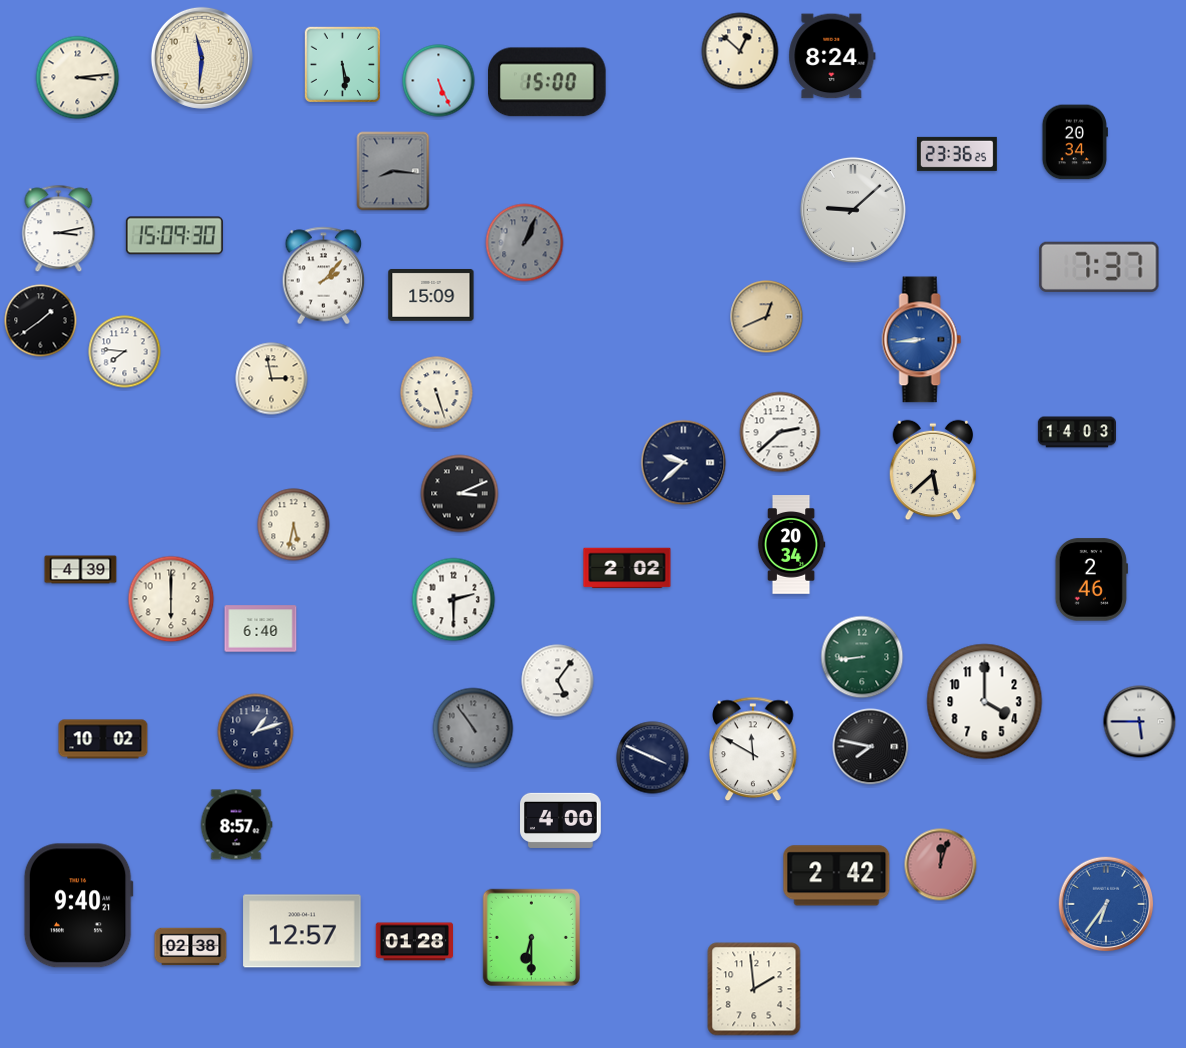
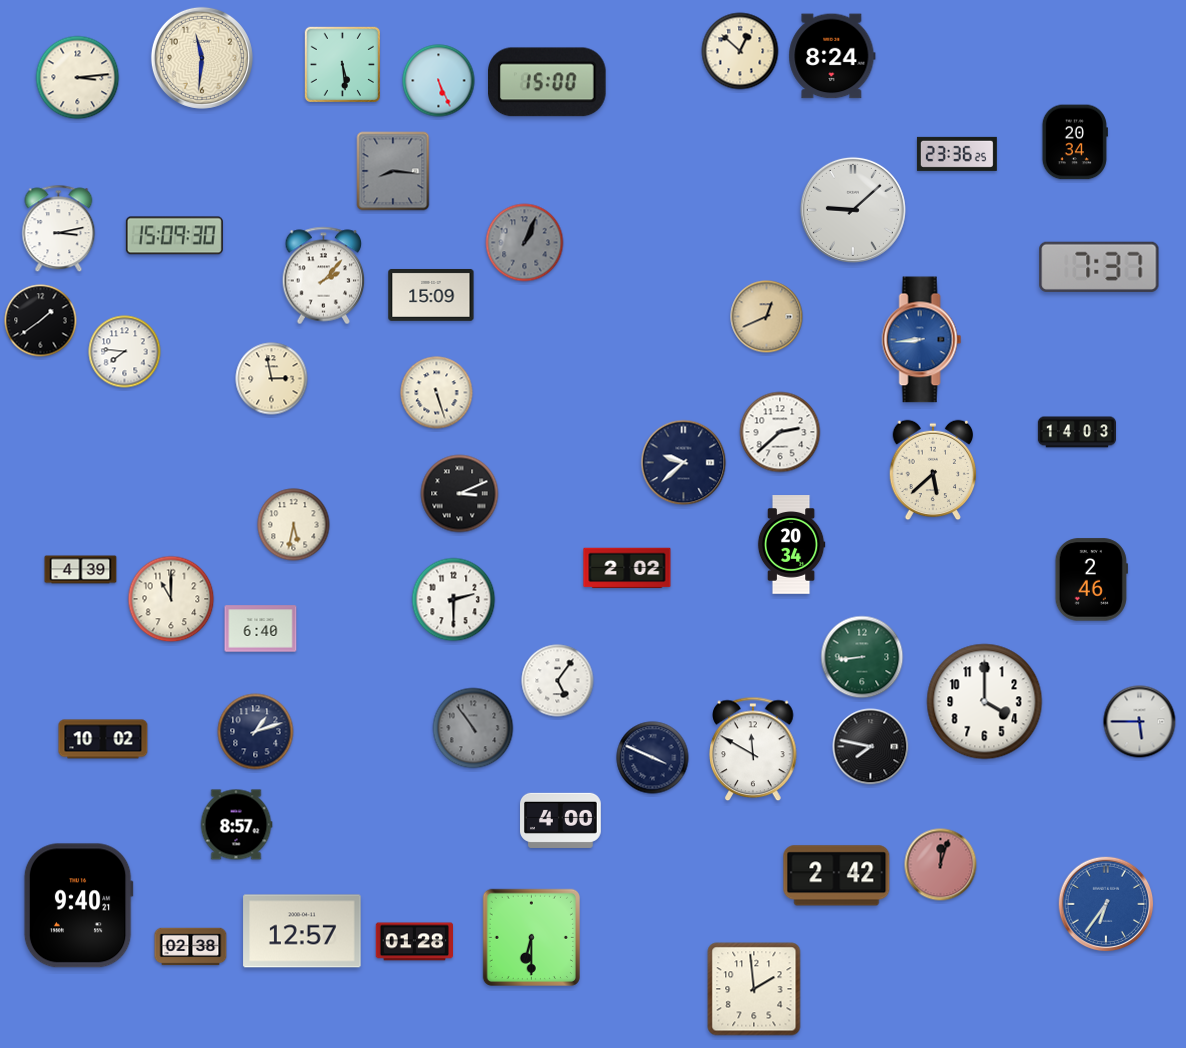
clock at (171, 599): 6:00 -> 11:00
